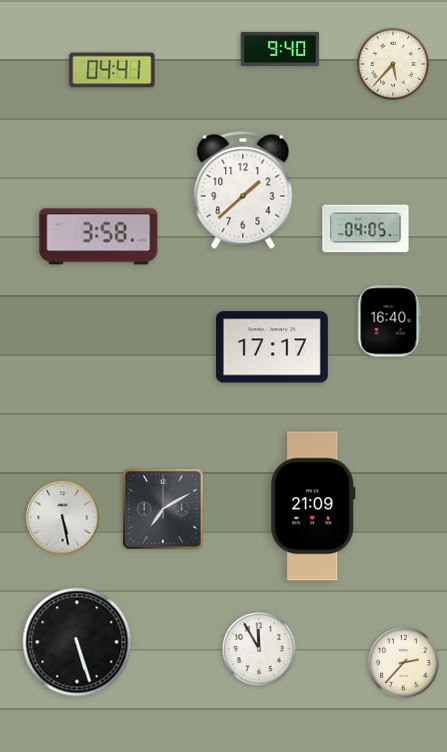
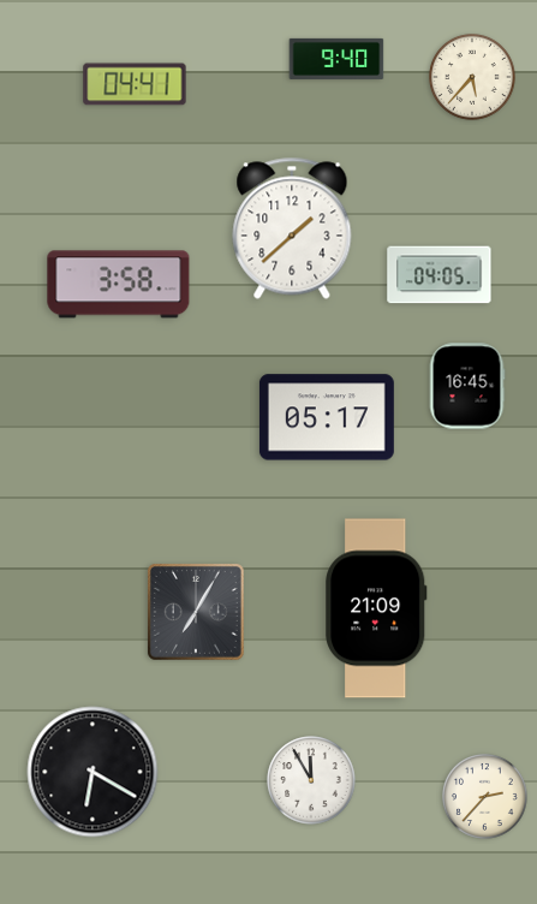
clock at (389, 321): 16:40 -> 16:45
clock at (272, 347): 17:17 -> 05:17
clock at (164, 510): 7:10 -> 7:05
clock at (63, 518): 5:28 -> none
clock at (77, 642): 5:27 -> 6:20
